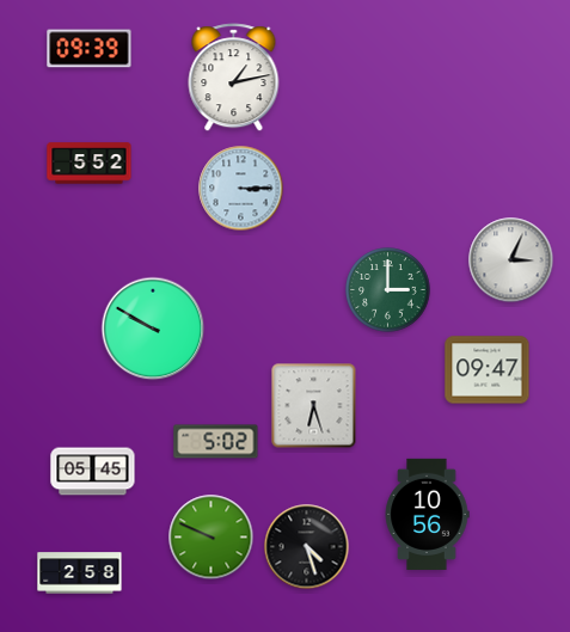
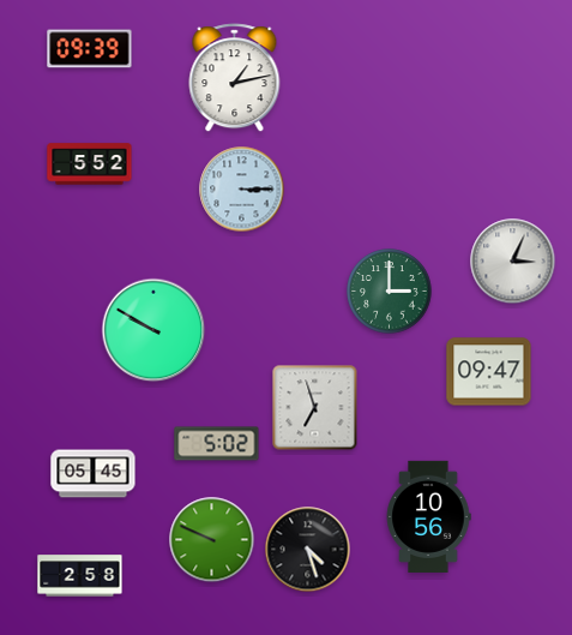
clock at (314, 406): 6:27 -> 6:57
